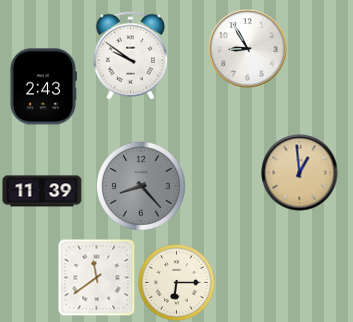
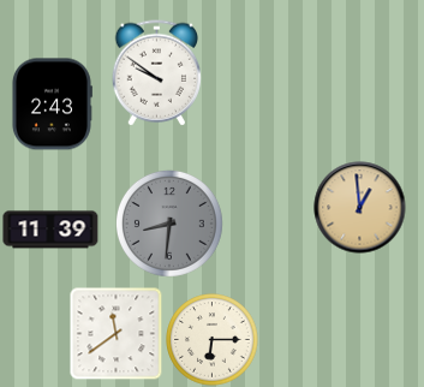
clock at (248, 49): 8:55 -> none
clock at (130, 56) position: (130, 56) -> (156, 73)
clock at (141, 186): 8:23 -> 8:31
